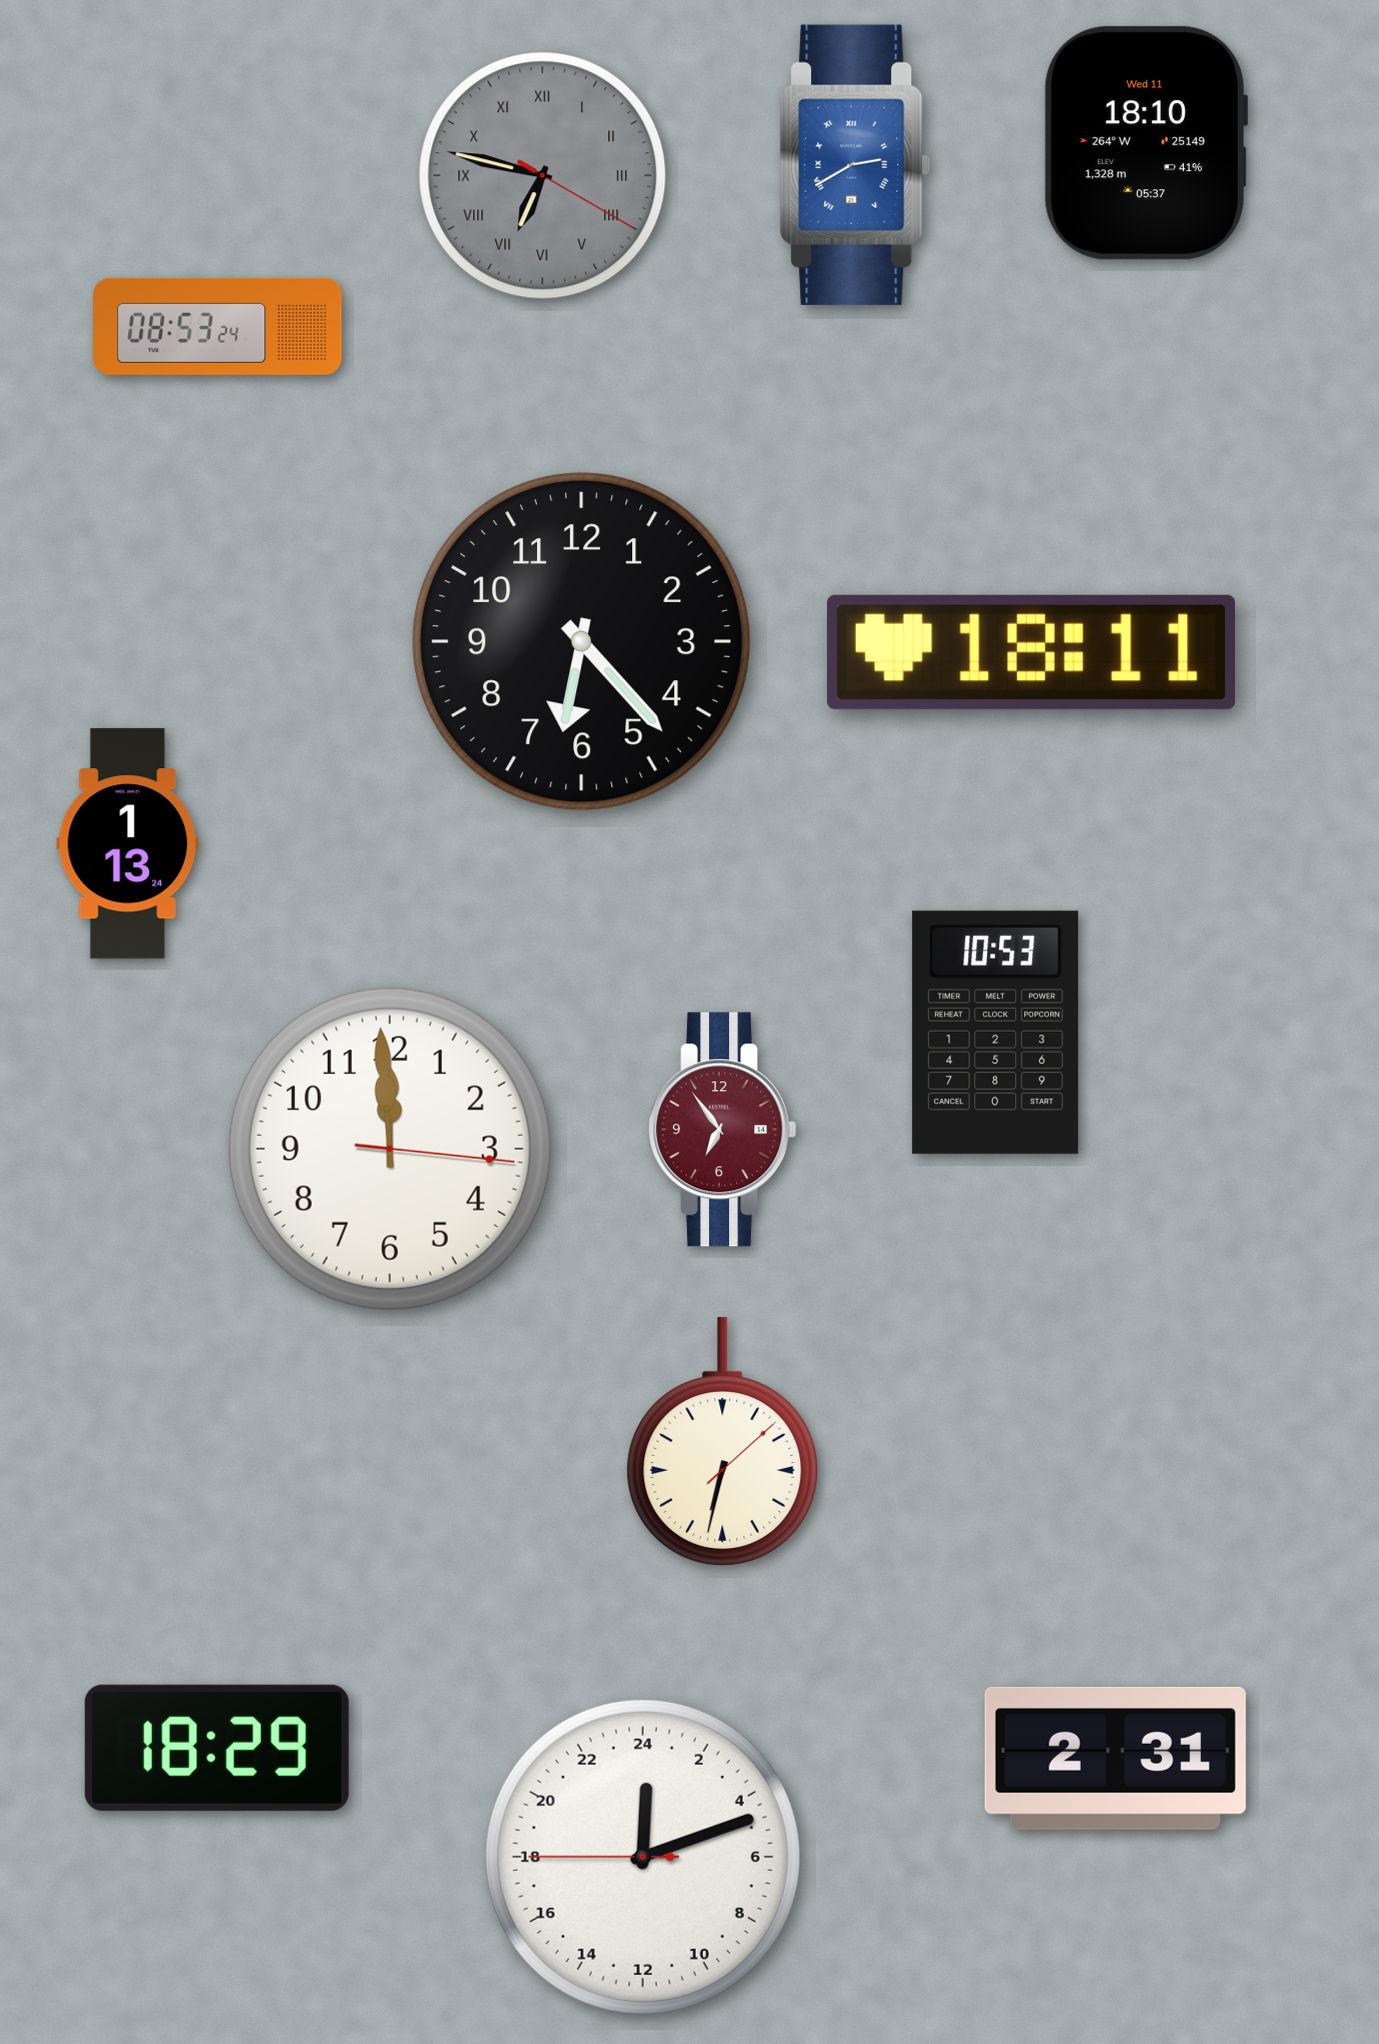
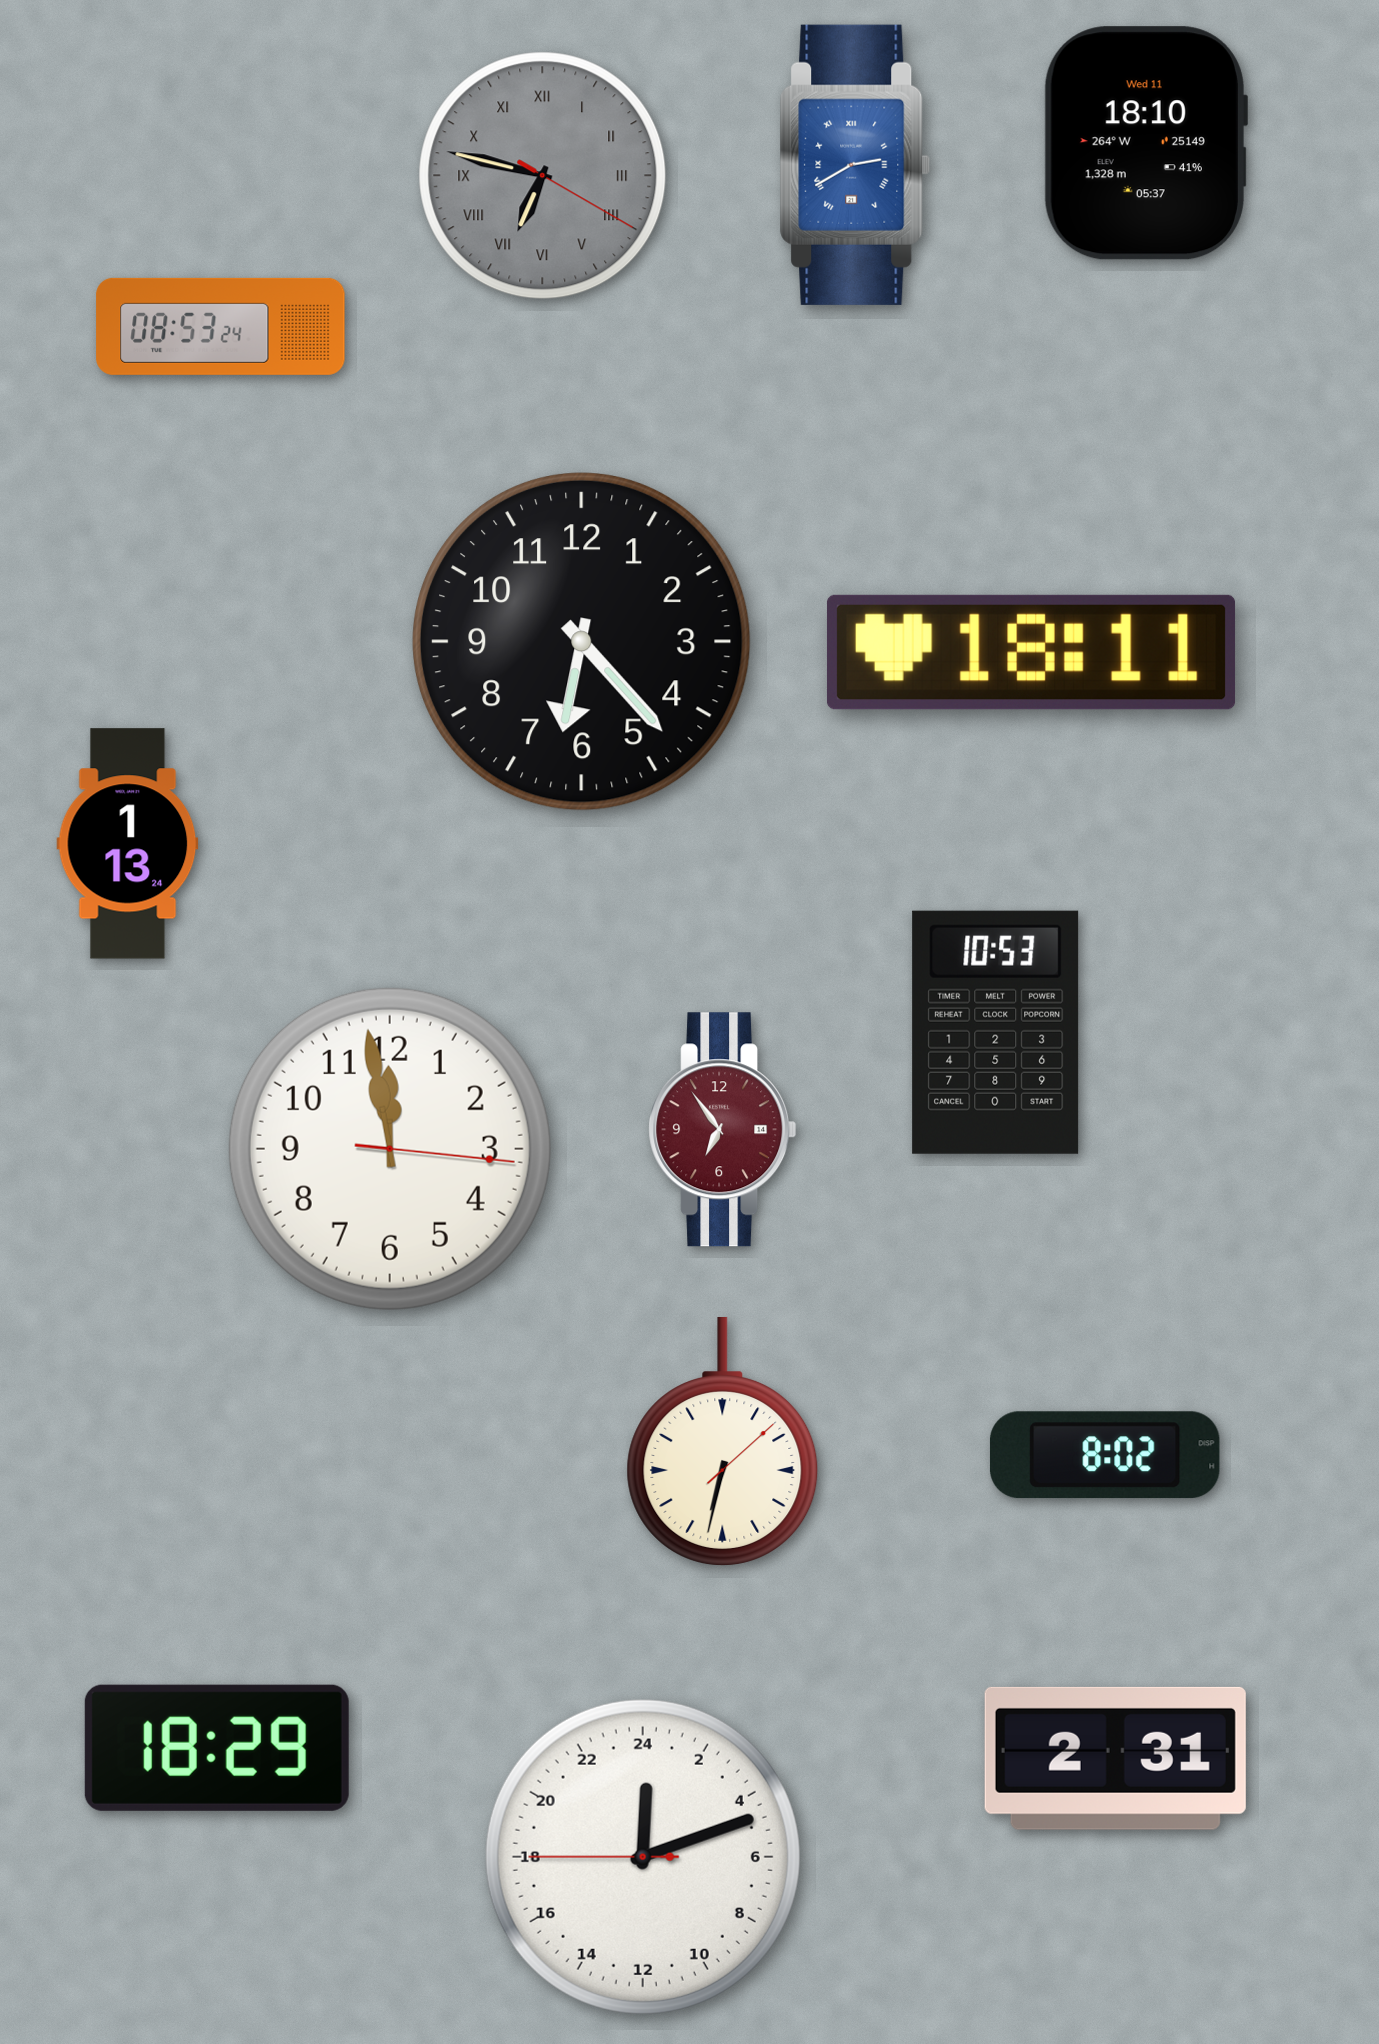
clock at (218, 326) position: (218, 326) -> (221, 326)
clock at (390, 1149): 11:59 -> 11:58
clock at (1105, 1455): none -> 8:02
